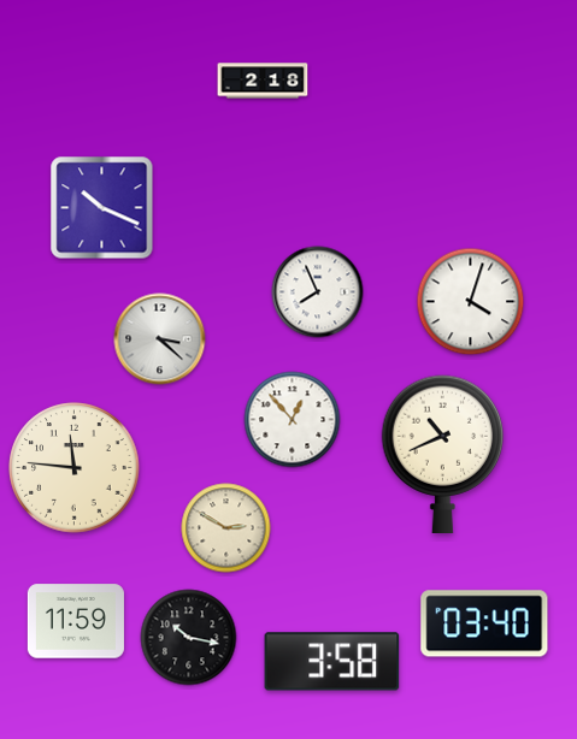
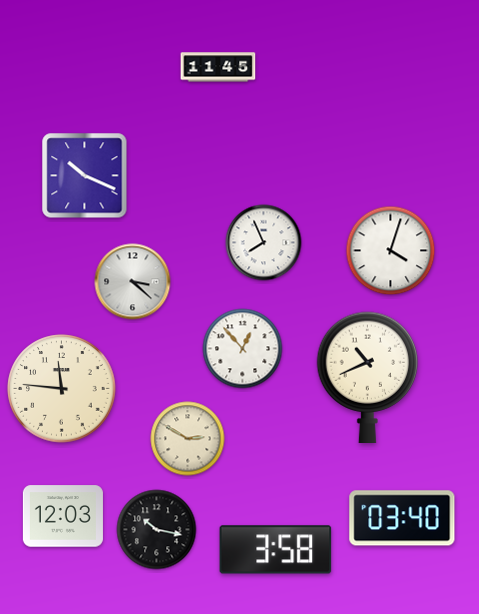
clock at (263, 81): 2:18 -> 11:45
clock at (102, 208) position: (102, 208) -> (85, 176)
clock at (76, 621): 11:59 -> 12:03
